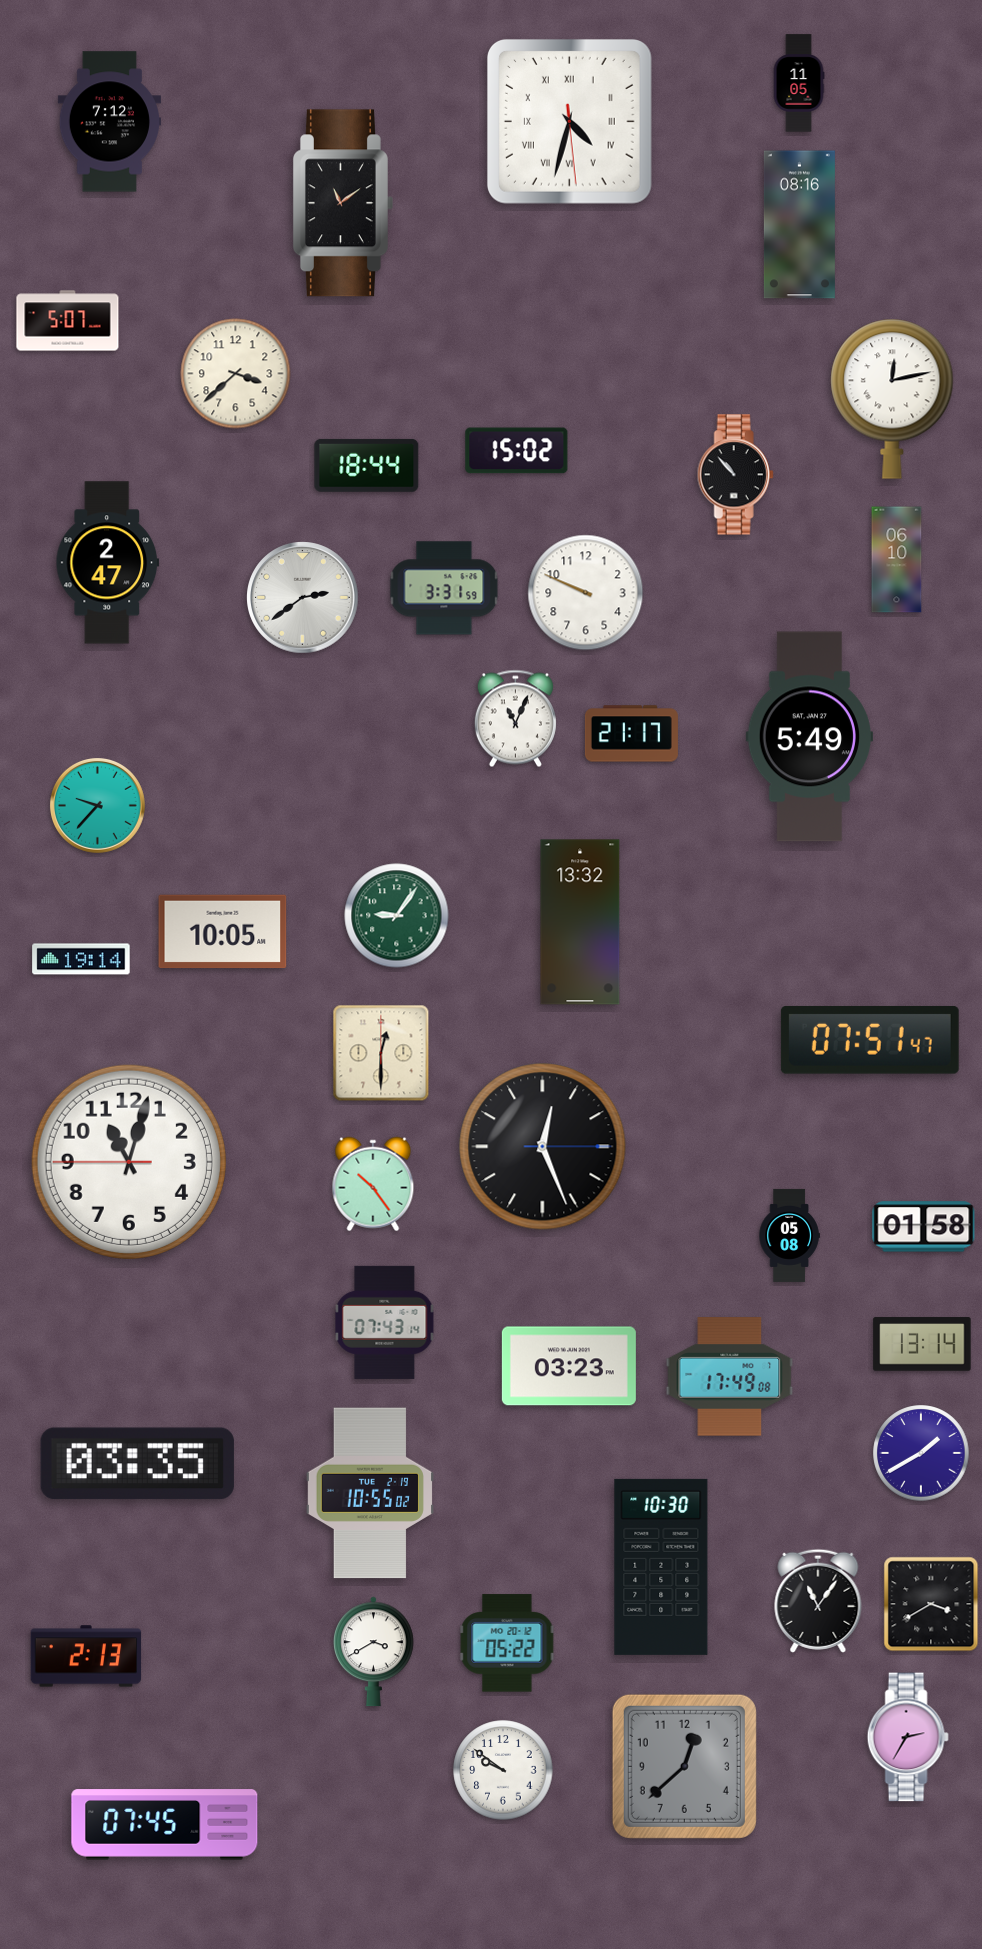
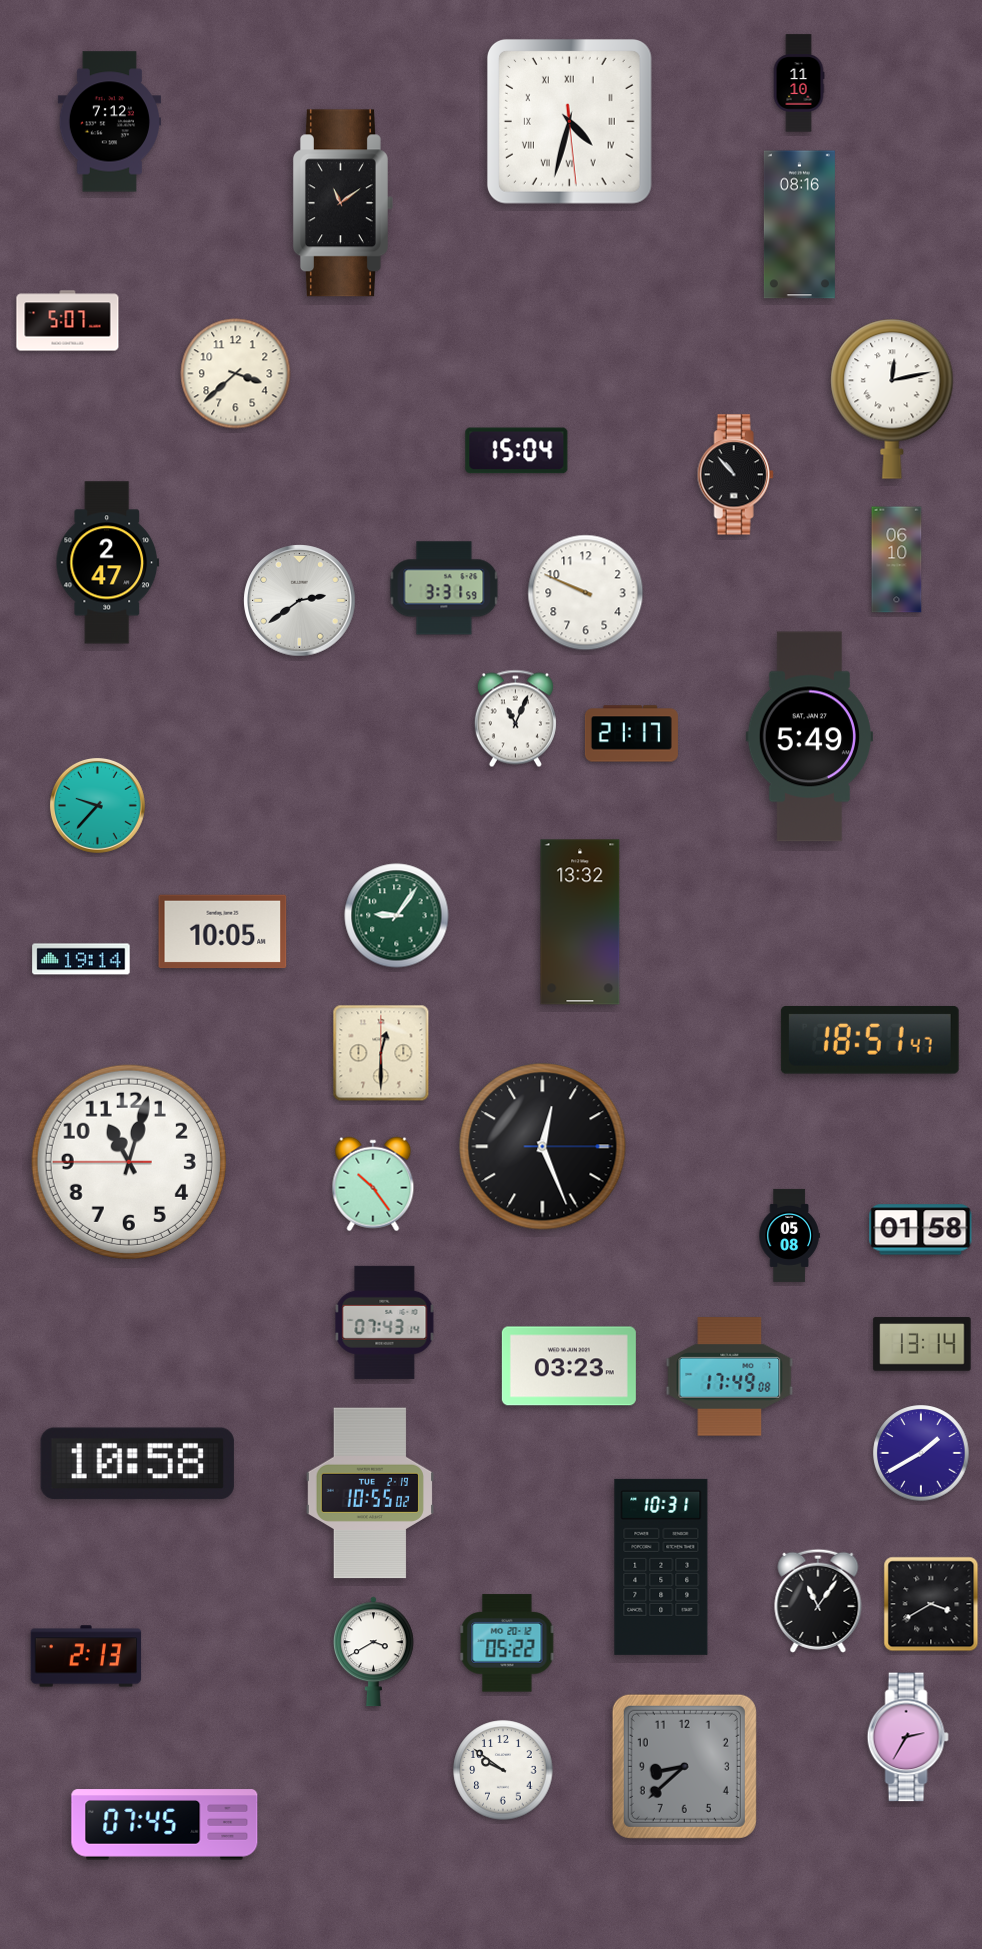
clock at (799, 83): 11:05 -> 11:10
clock at (517, 451): 15:02 -> 15:04
clock at (367, 465): 18:44 -> none
clock at (303, 598) position: (303, 598) -> (300, 601)
clock at (870, 1040): 07:51 -> 18:51
clock at (924, 1227) position: (924, 1227) -> (921, 1230)
clock at (137, 1464): 03:35 -> 10:58
clock at (661, 1567): 10:30 -> 10:31
clock at (684, 1766): 12:38 -> 8:38
